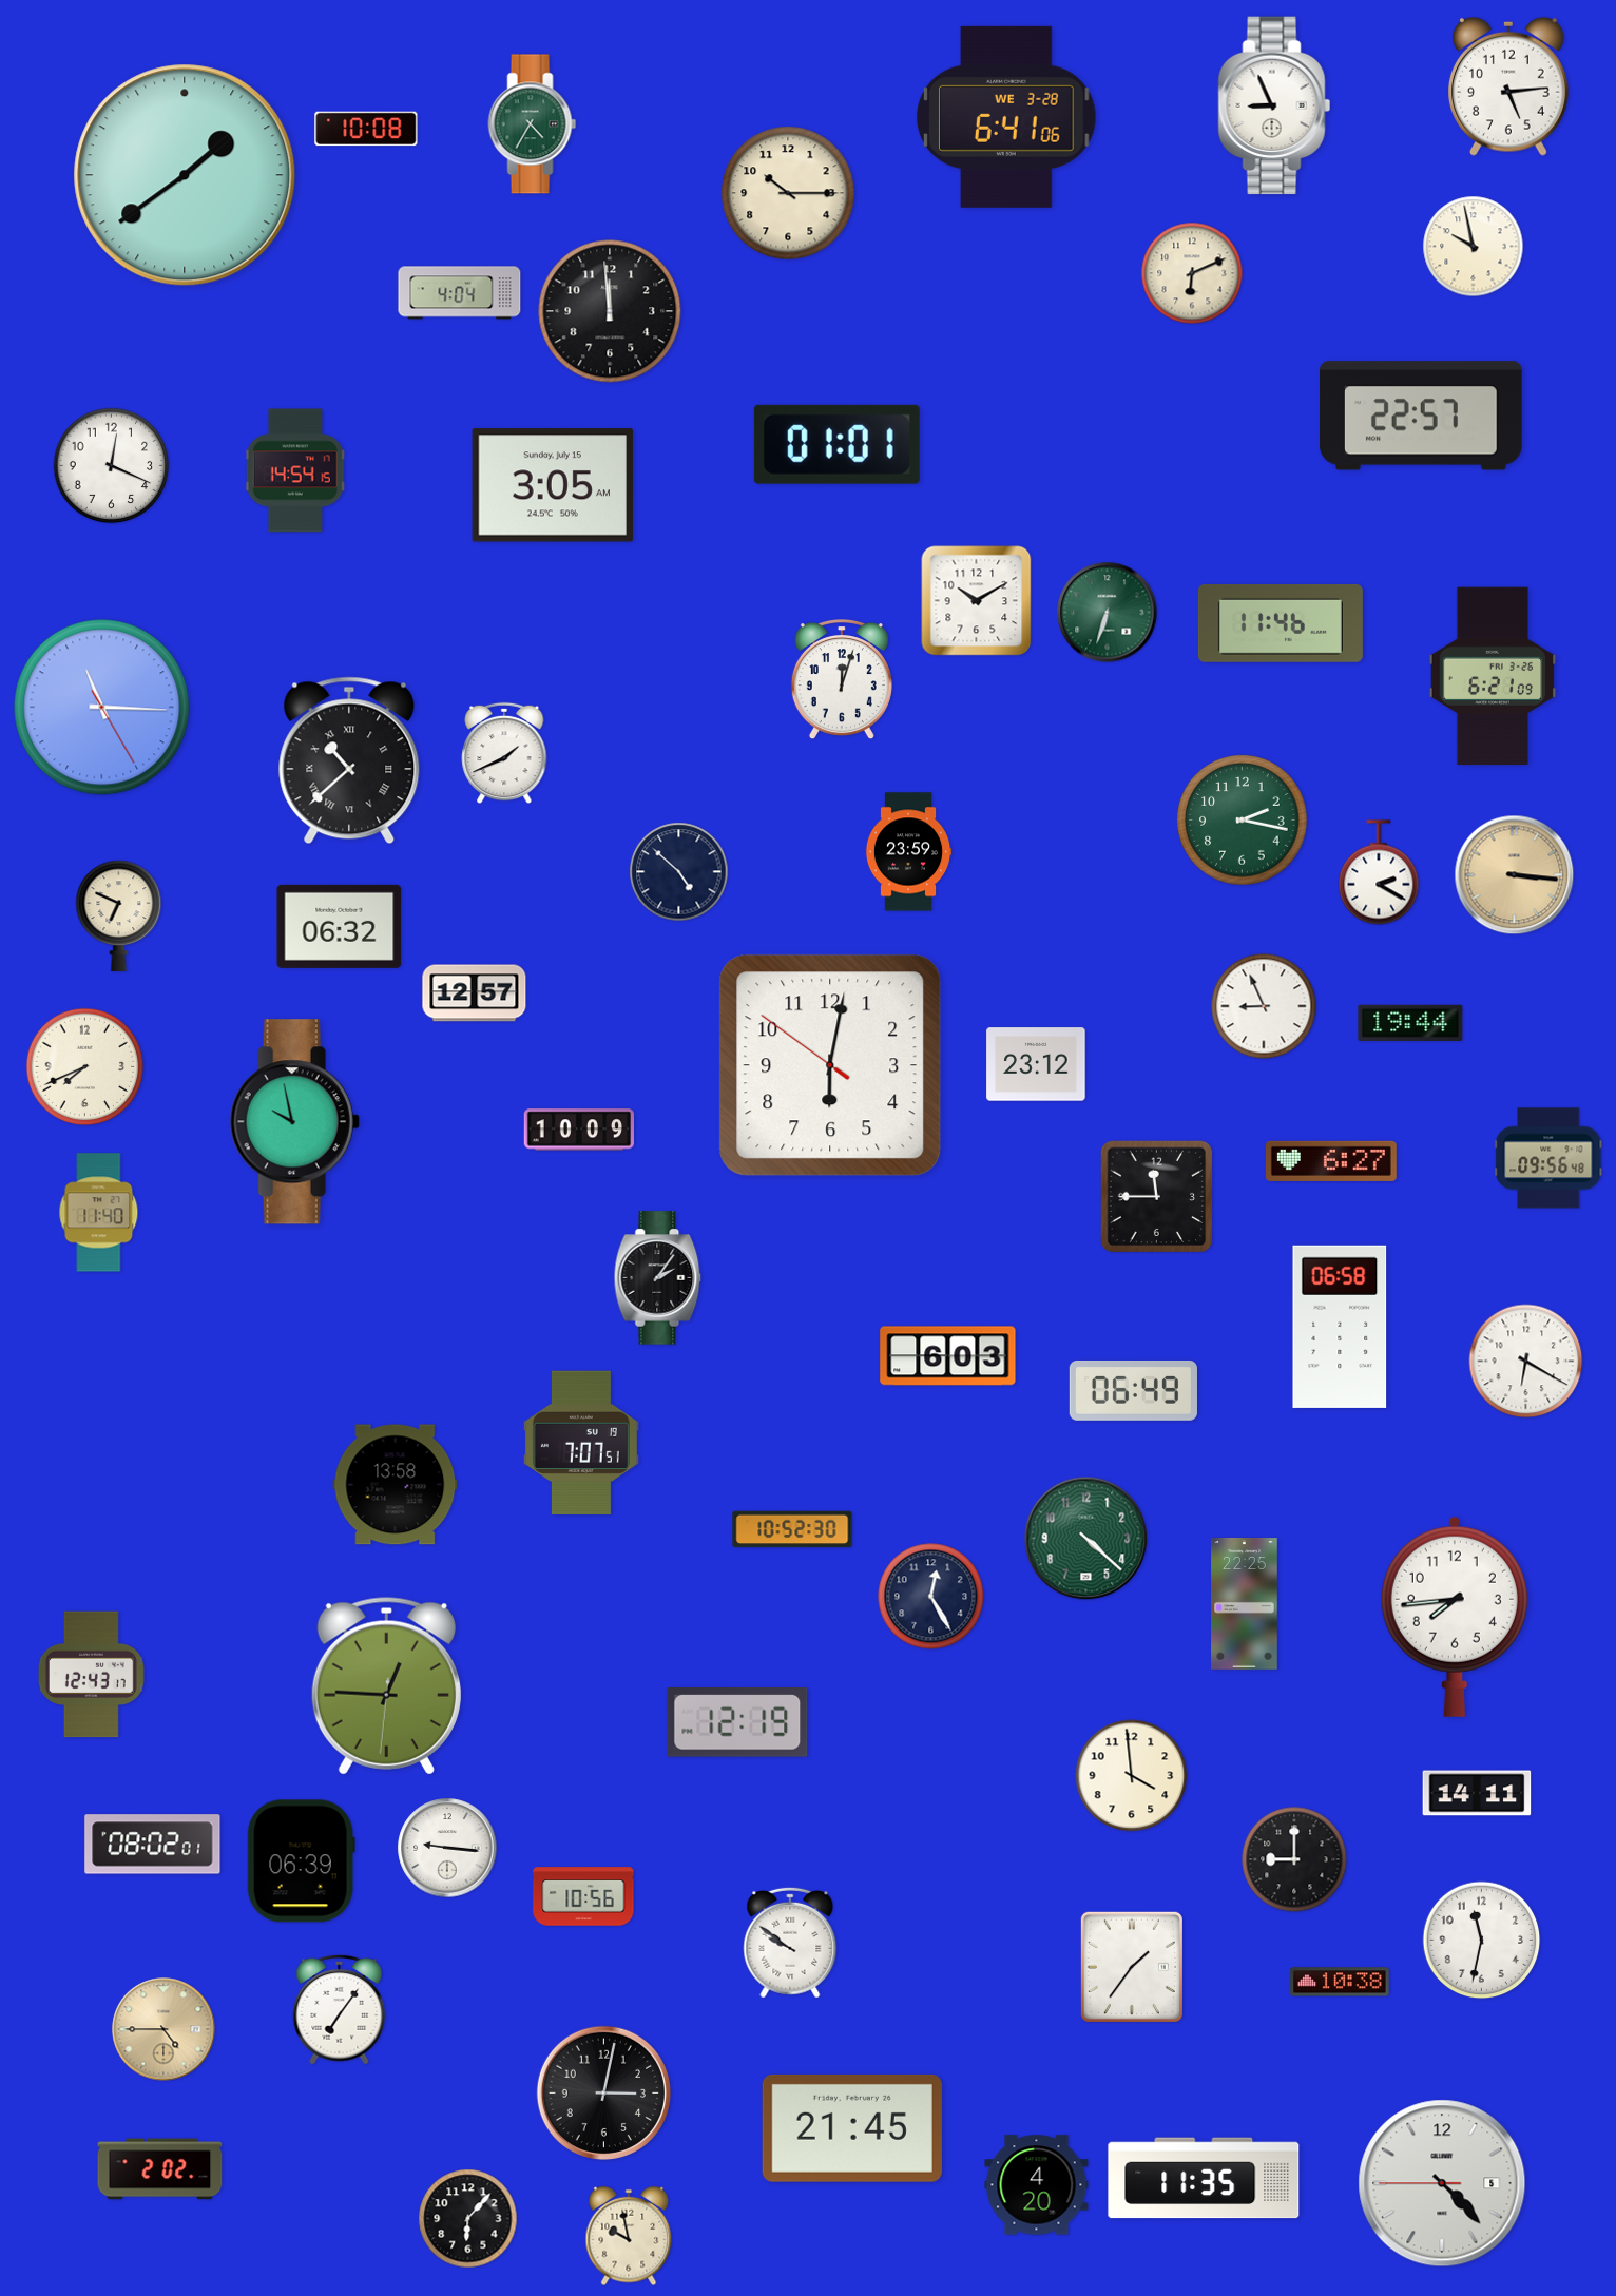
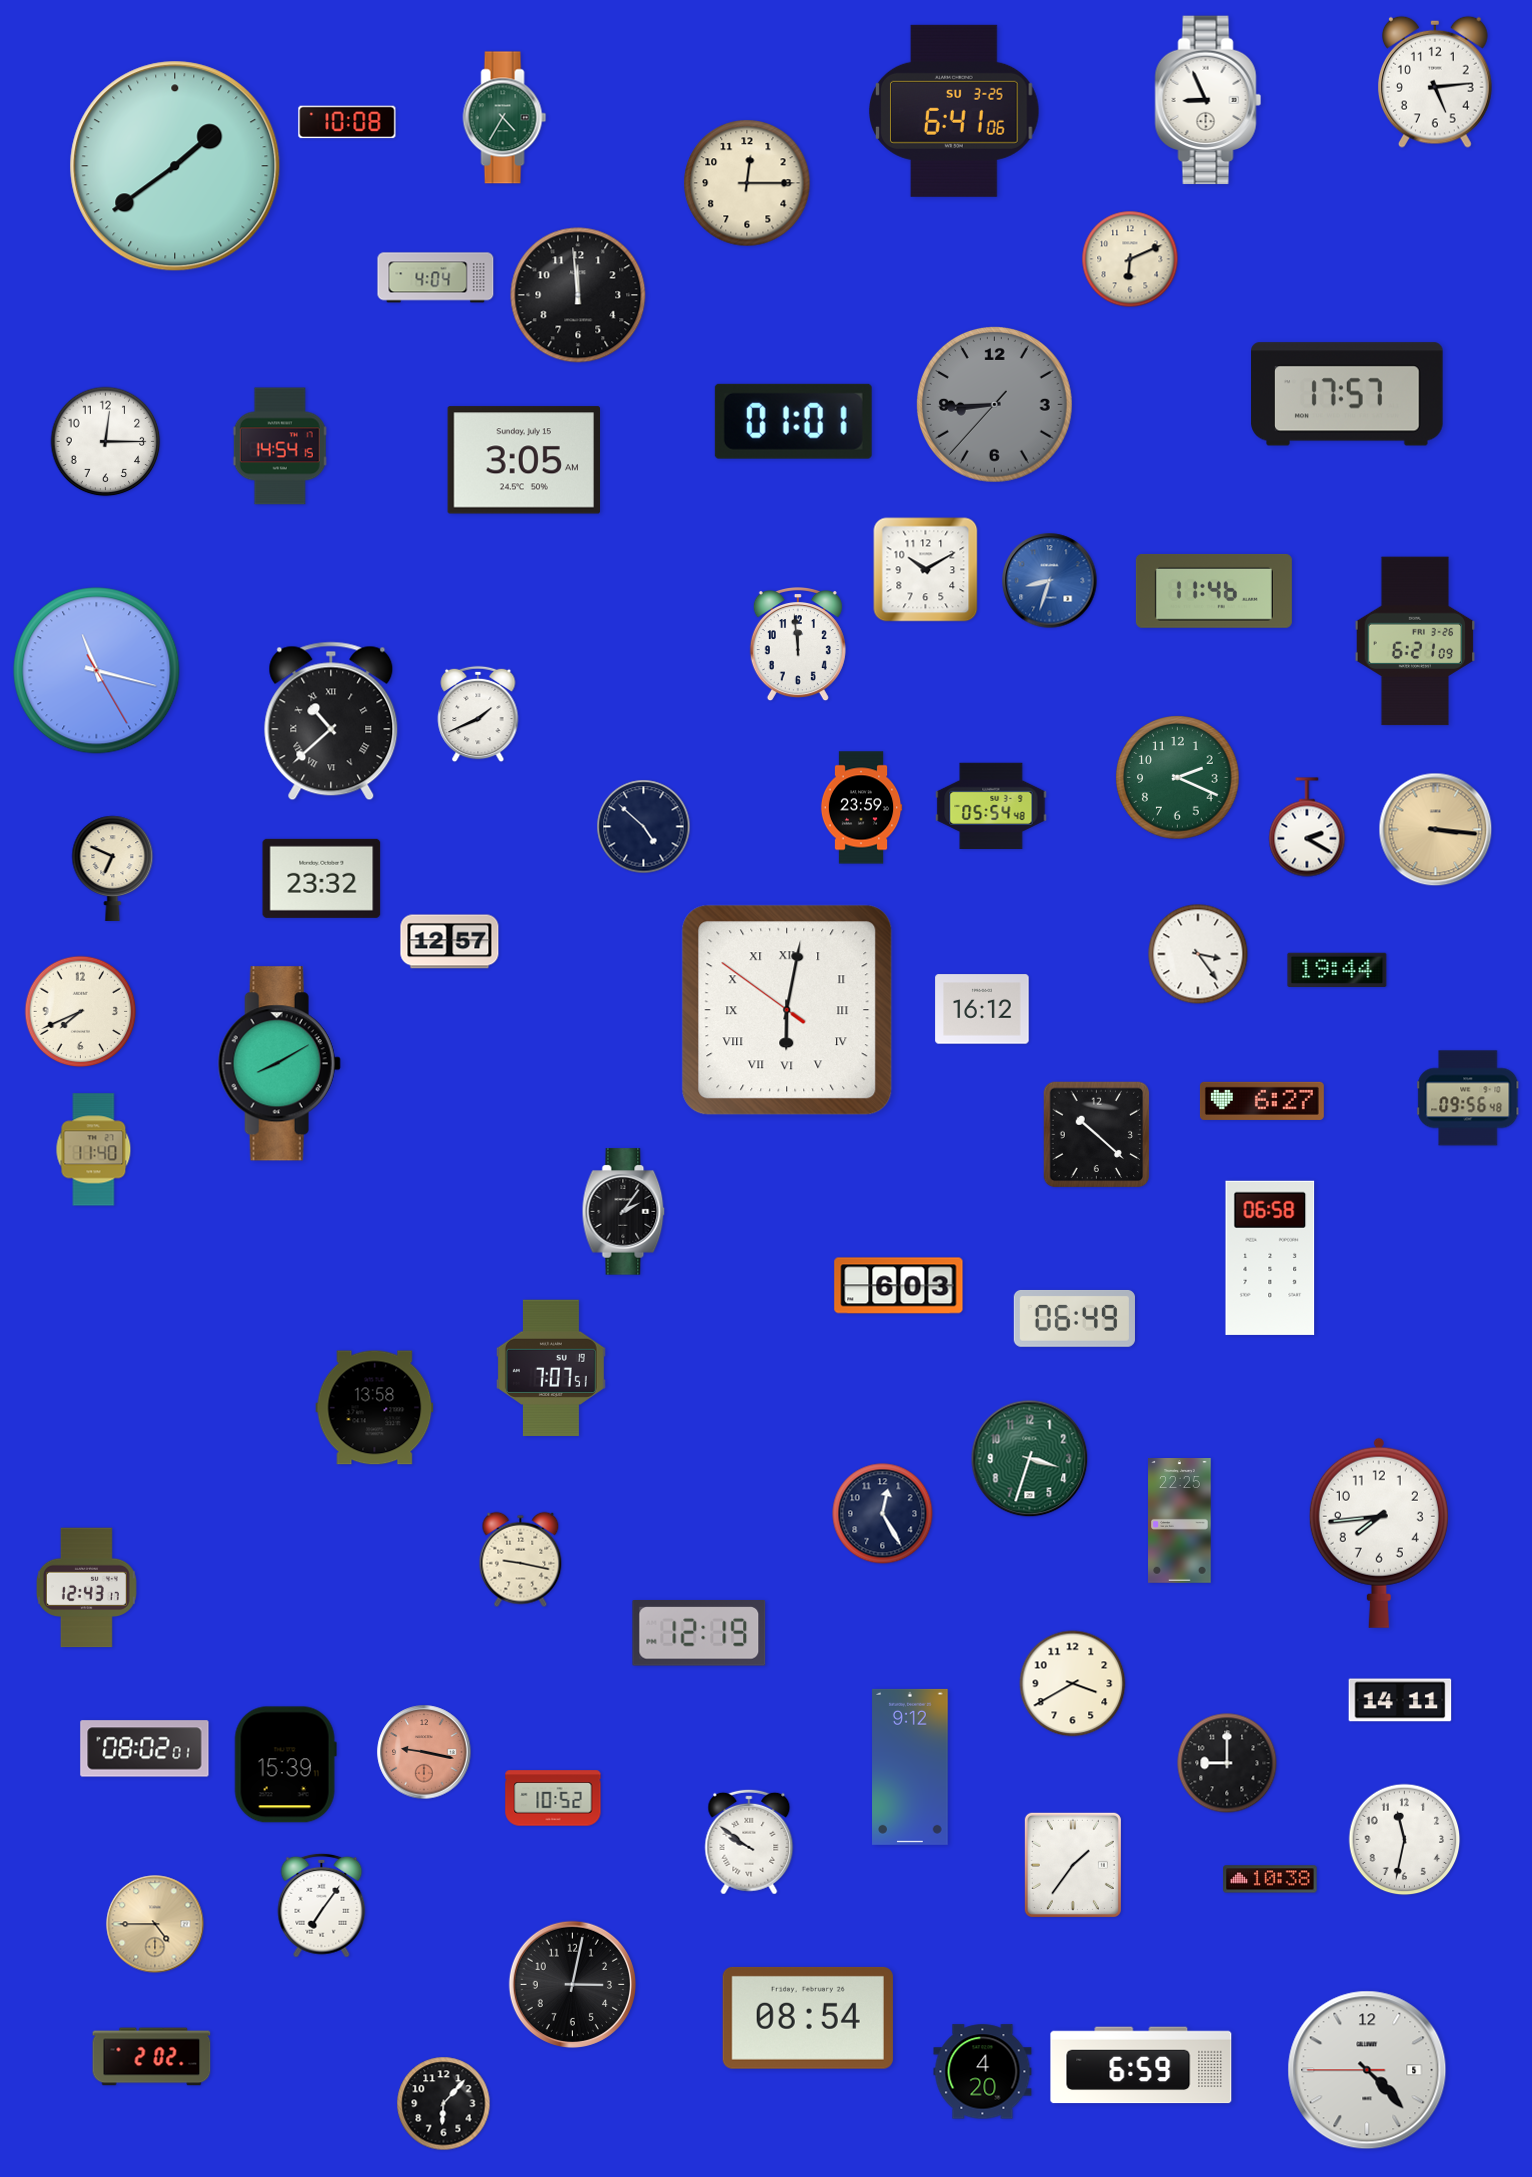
clock at (1509, 86) position: (1509, 86) -> (1436, 82)
clock at (1007, 117) date: WE 3-28 -> SU 3-25
clock at (788, 193): 10:15 -> 12:15
clock at (1474, 247): 9:58 -> none
clock at (1421, 416): 22:57 -> 17:57
clock at (994, 404): none -> 8:44
clock at (112, 466): 12:19 -> 12:15
clock at (1108, 613): 6:33 -> 8:33
clock at (1108, 613) dial: green -> blue
clock at (842, 680): 12:03 -> 11:59
clock at (102, 708): 11:15 -> 11:17
clock at (1243, 821): 2:17 -> 2:19
clock at (991, 806): none -> 05:54
clock at (340, 926): 06:32 -> 23:32
clock at (1264, 1006): 8:56 -> 3:24
clock at (1036, 1064): 23:12 -> 16:12
clock at (830, 1065) numerals: Arabic -> Roman
clock at (294, 1122): 9:58 -> 8:10
clock at (579, 1130): 10:09 -> none
clock at (1157, 1197): 11:45 -> 10:22
clock at (1526, 1362): 6:20 -> none
clock at (792, 1529): 10:52 -> none
clock at (1086, 1539): 4:22 -> 3:33
clock at (521, 1560): none -> 9:17
clock at (386, 1686): 12:45 -> none
clock at (1132, 1776): 3:59 -> 3:40
clock at (447, 1848): 9:16 -> 9:17
clock at (447, 1848) dial: white -> salmon
clock at (301, 1861): 06:39 -> 15:39
clock at (910, 1767): none -> 9:12
clock at (583, 1896): 10:56 -> 10:52
clock at (852, 2128): 21:45 -> 08:54
clock at (1204, 2178): 11:35 -> 6:59
clock at (629, 2236): 9:58 -> none
